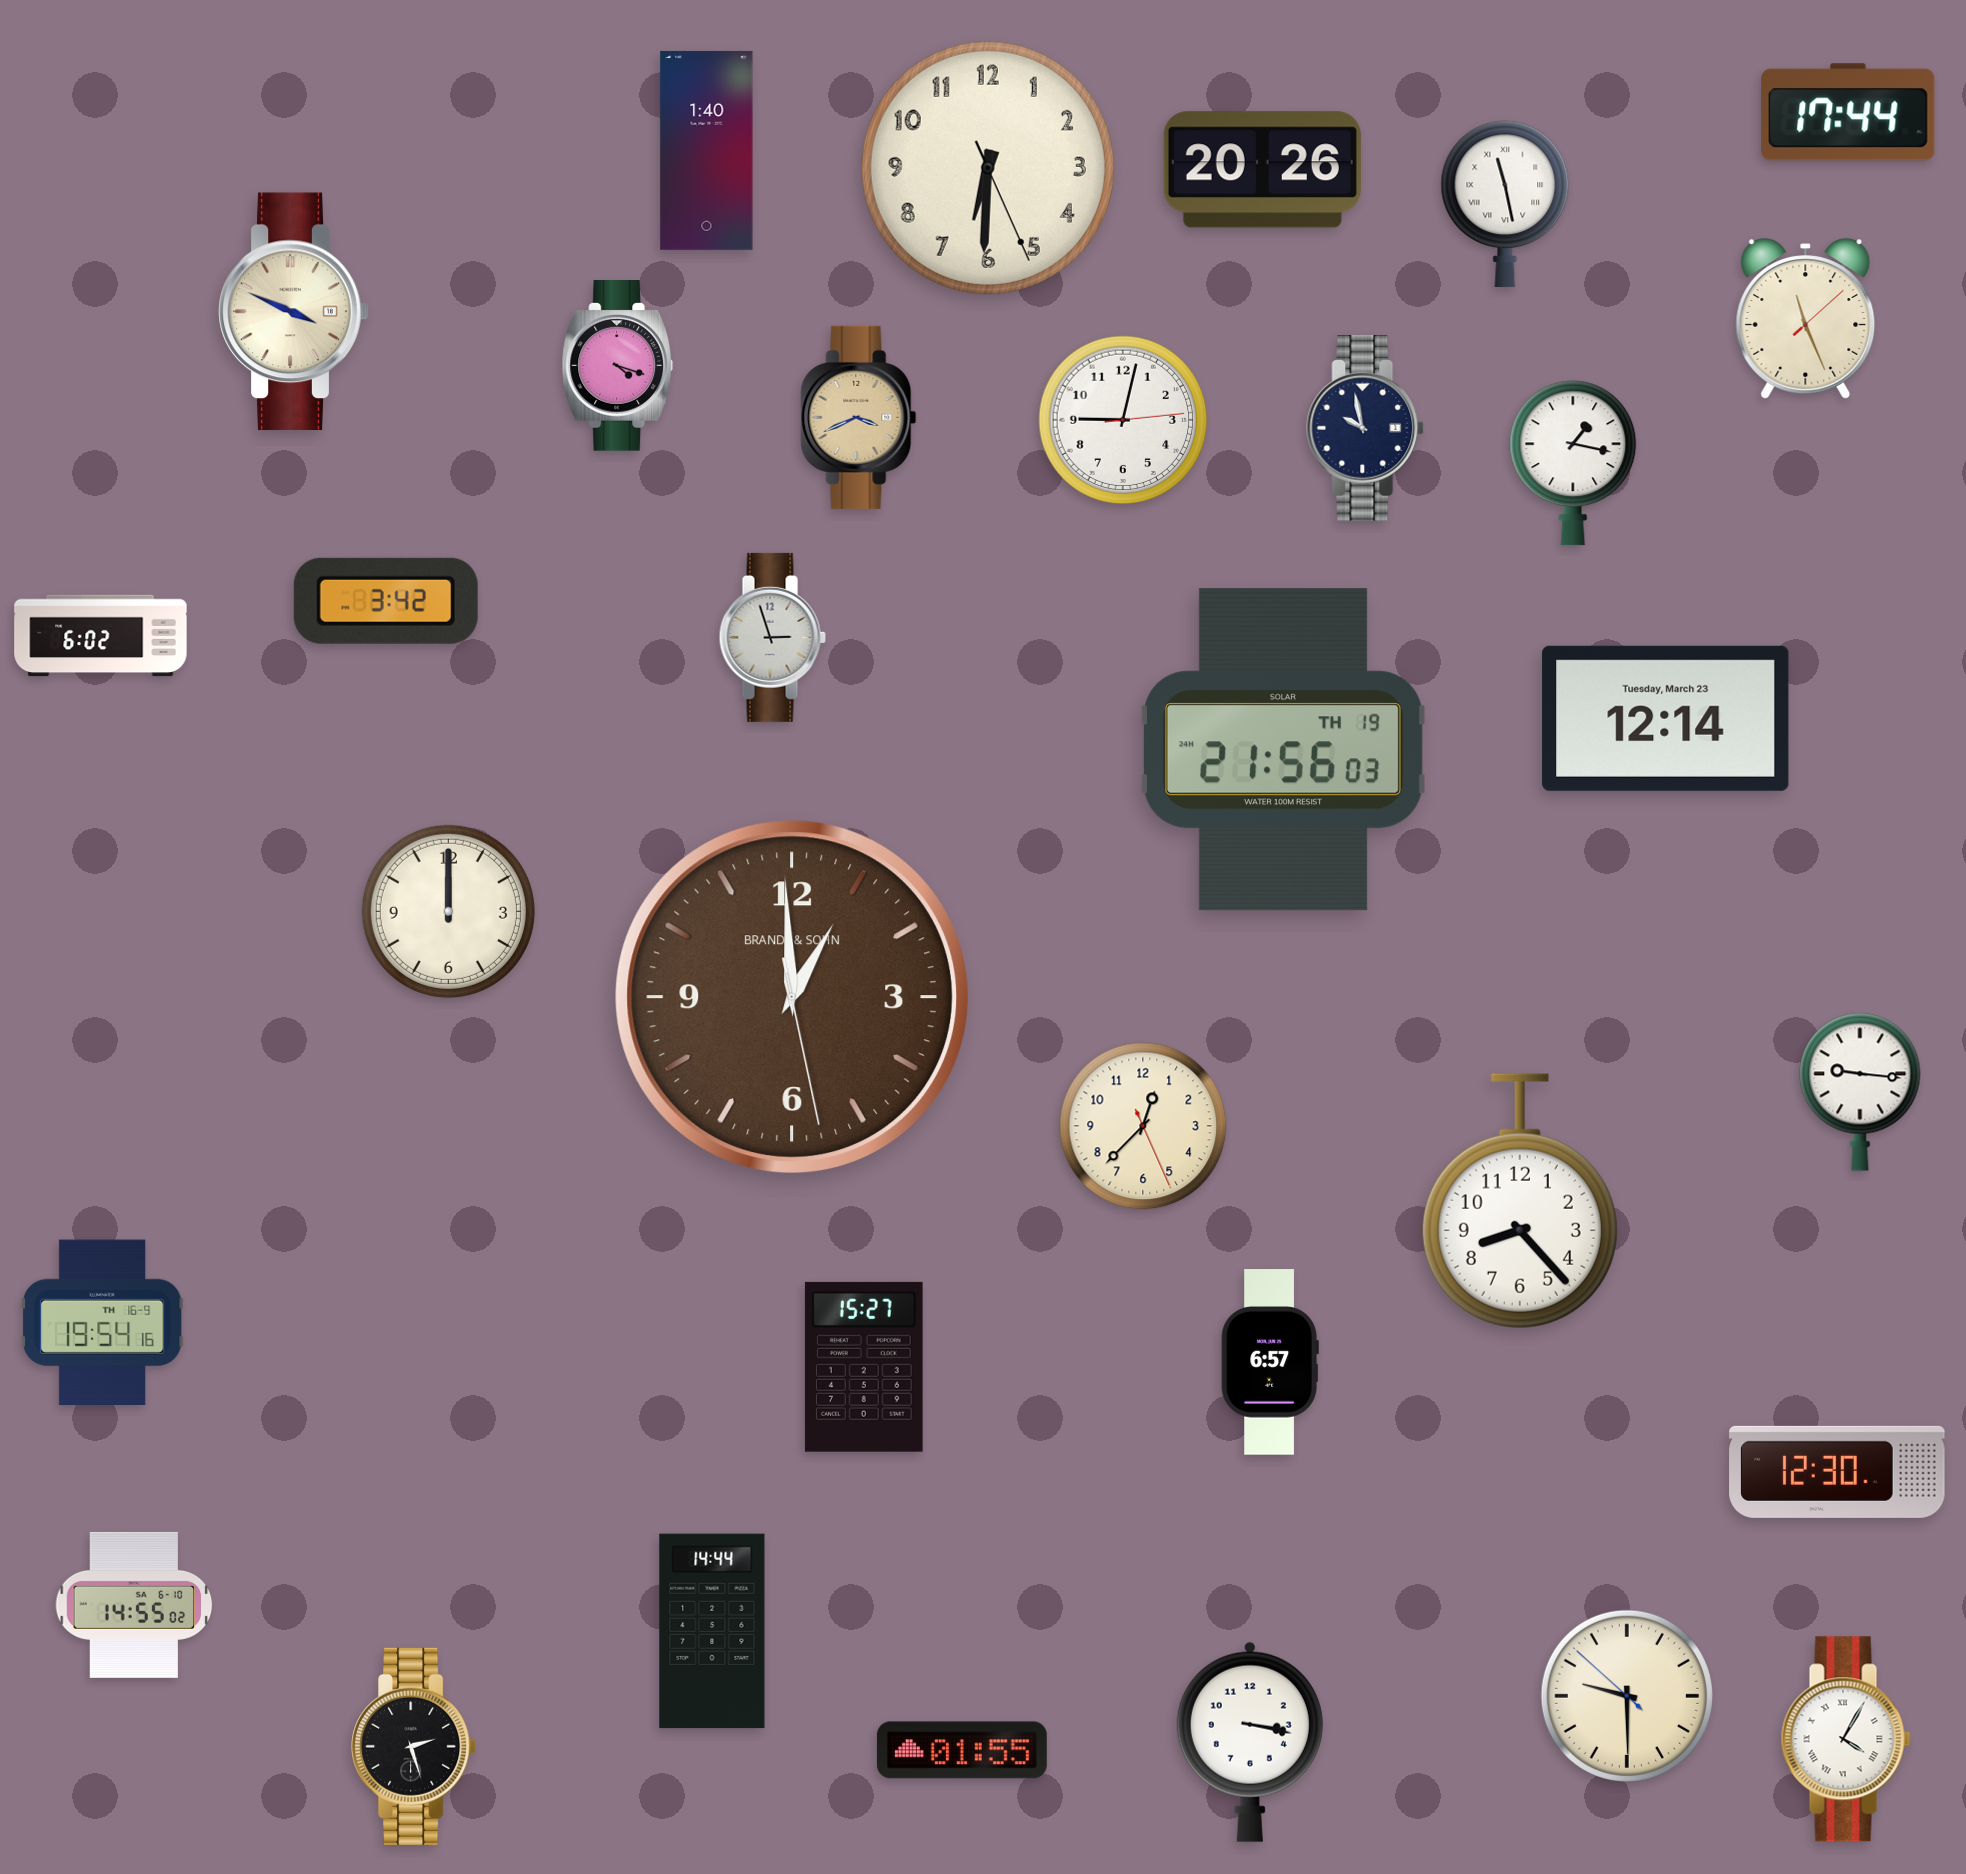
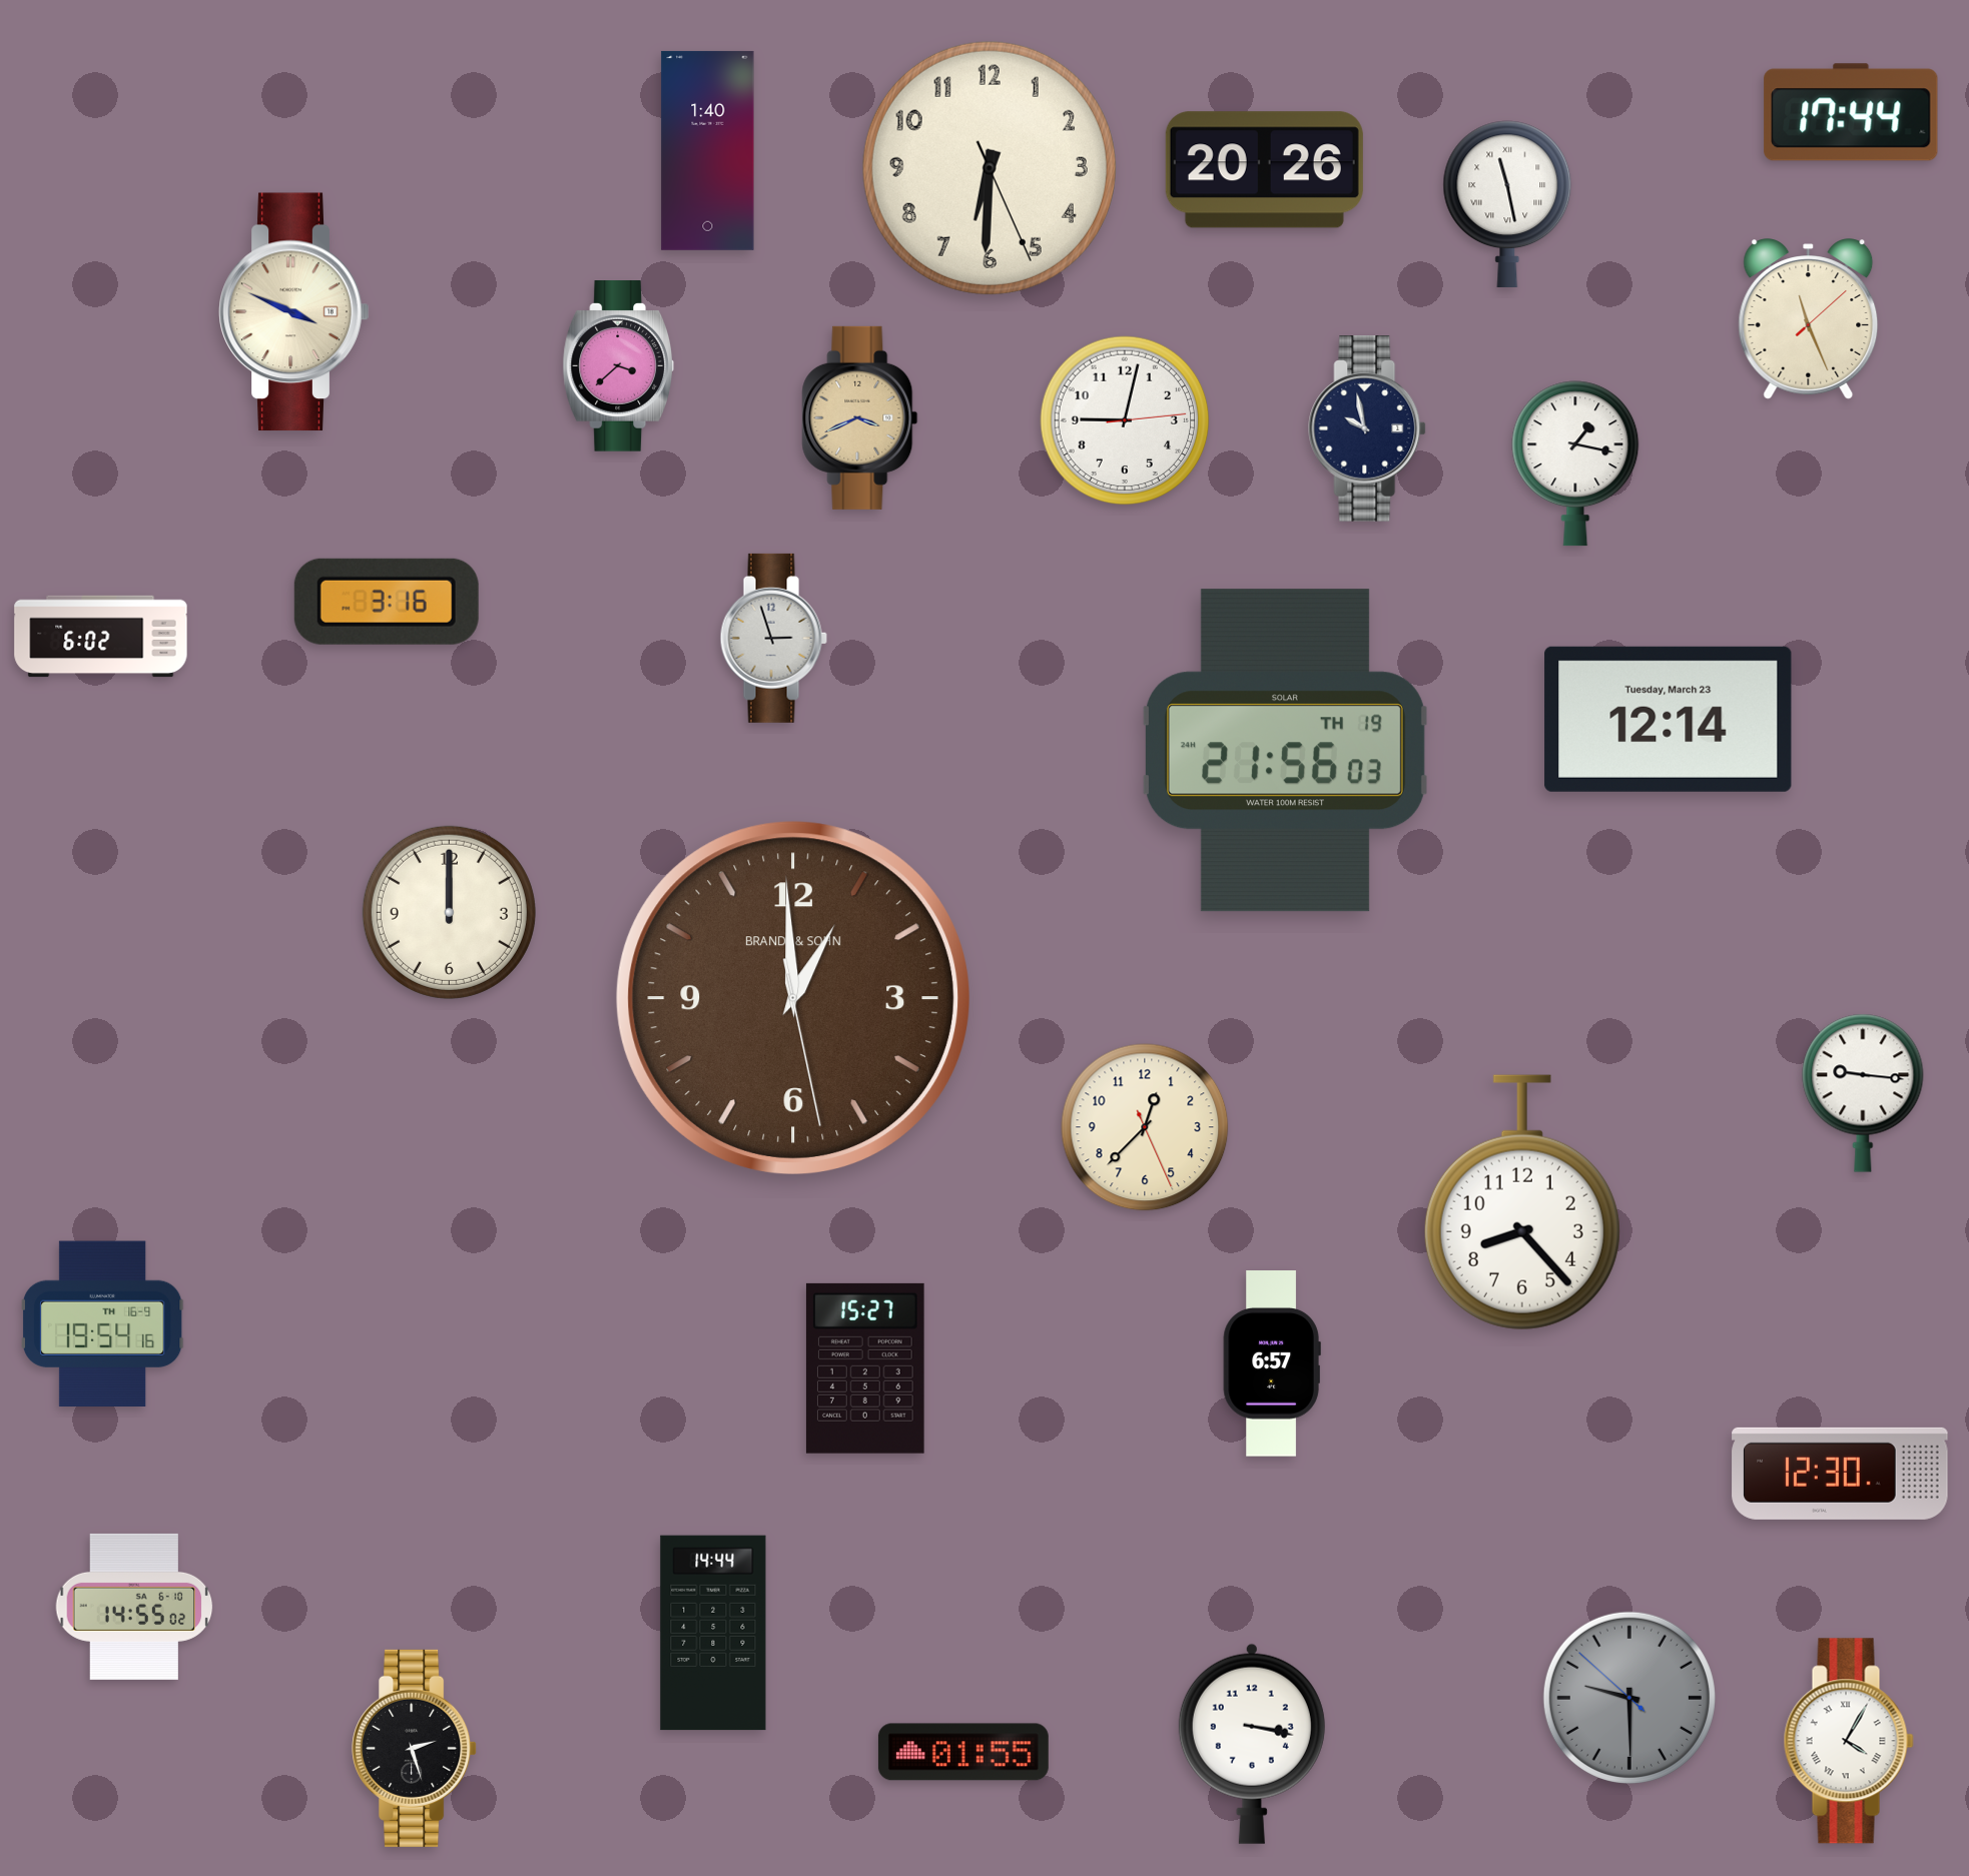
clock at (618, 366): 4:18 -> 3:38
clock at (386, 601): 3:42 -> 3:16
clock at (1627, 1696) dial: cream -> grey
